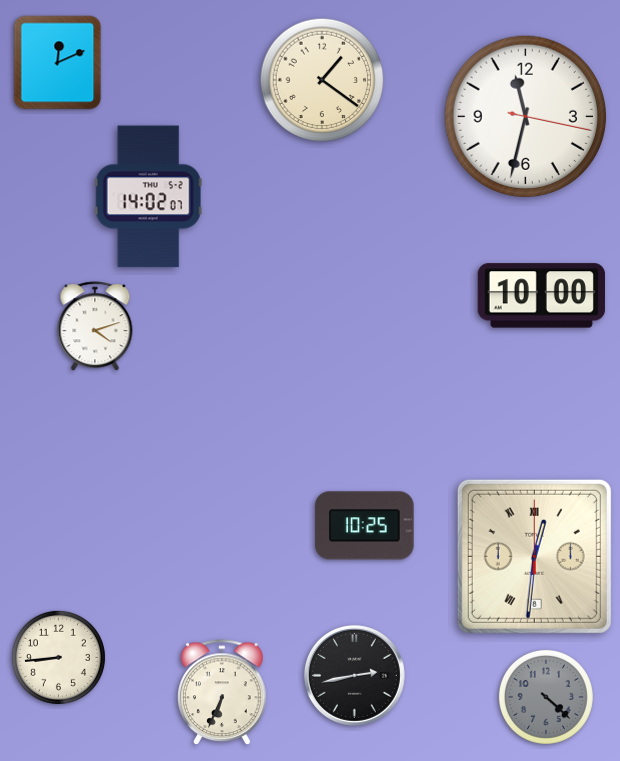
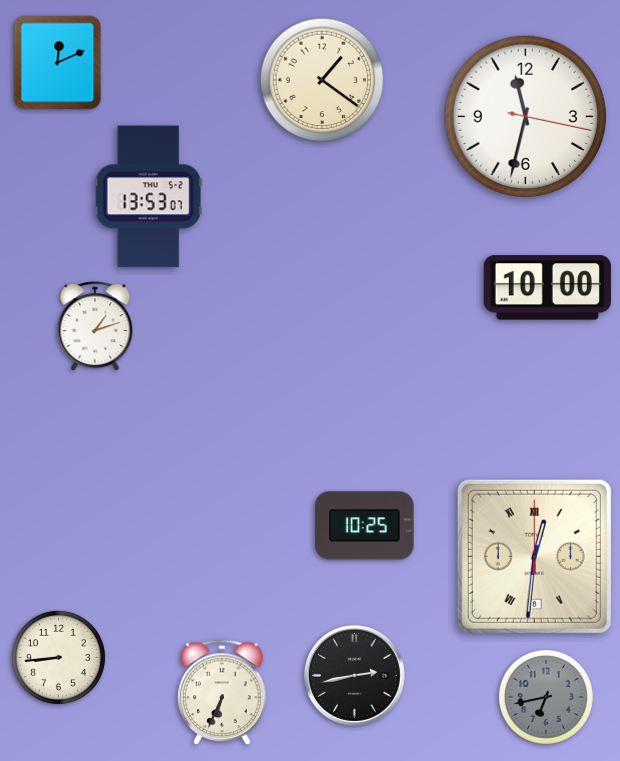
clock at (148, 197): 14:02 -> 13:53
clock at (541, 296) position: (541, 296) -> (547, 288)
clock at (95, 327): 4:12 -> 1:12
clock at (546, 697): 4:22 -> 6:43
